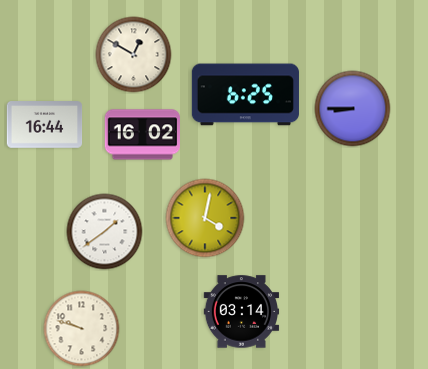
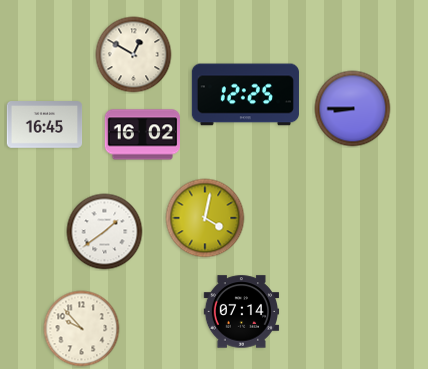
clock at (245, 95): 6:25 -> 12:25
clock at (45, 125): 16:44 -> 16:45
clock at (242, 312): 03:14 -> 07:14
clock at (82, 329): 9:48 -> 9:53
